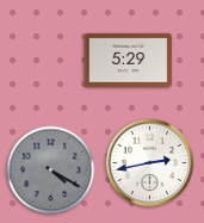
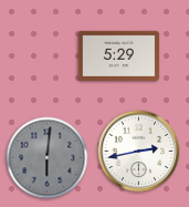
clock at (51, 171): 4:20 -> 6:01
